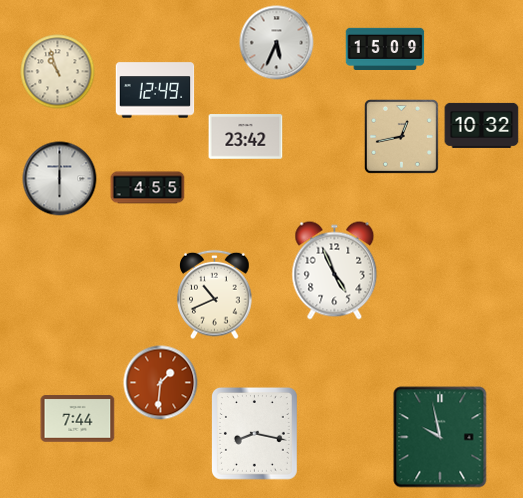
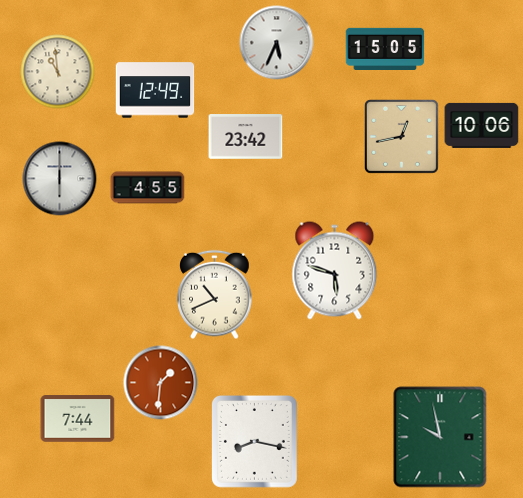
clock at (385, 48): 15:09 -> 15:05
clock at (58, 72): 10:57 -> 10:59
clock at (482, 125): 10:32 -> 10:06
clock at (335, 271): 4:56 -> 5:48
clock at (254, 433) position: (254, 433) -> (254, 441)
